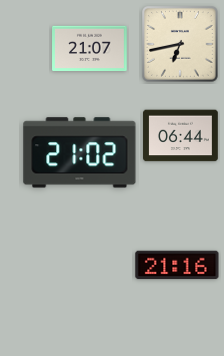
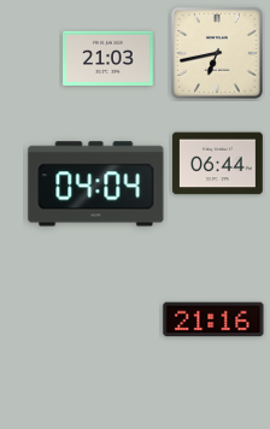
clock at (90, 48): 21:07 -> 21:03
clock at (80, 153): 21:02 -> 04:04
